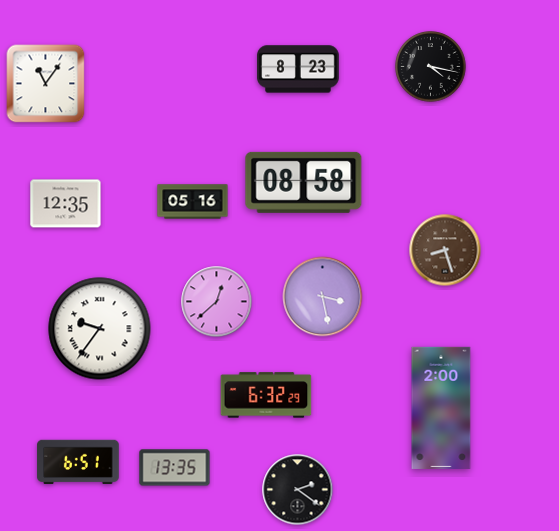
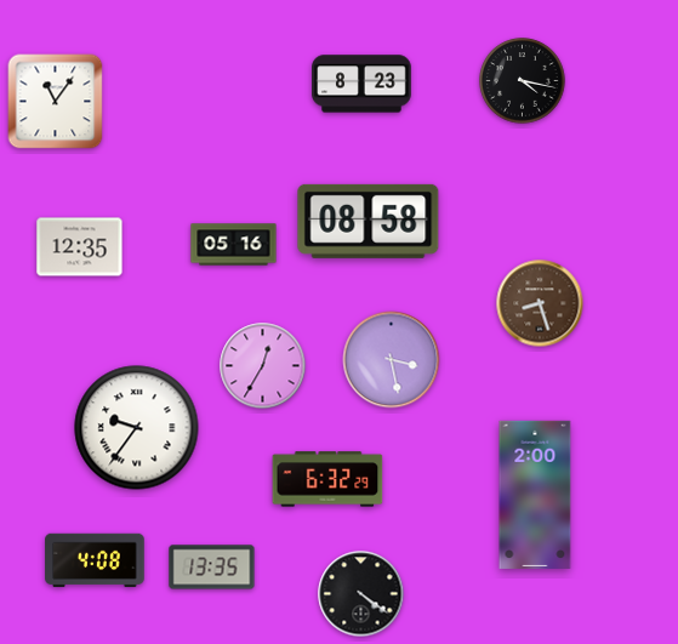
clock at (217, 302): 12:38 -> 12:35
clock at (100, 329) position: (100, 329) -> (137, 428)
clock at (266, 395) position: (266, 395) -> (327, 479)
clock at (78, 461): 6:51 -> 4:08
clock at (298, 490): 2:21 -> 4:21
